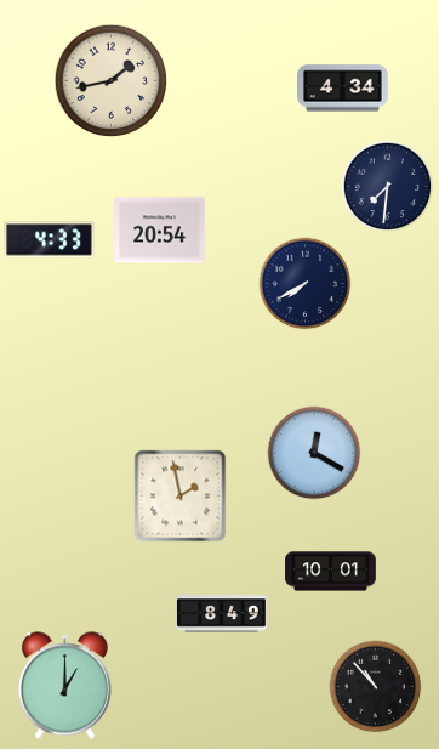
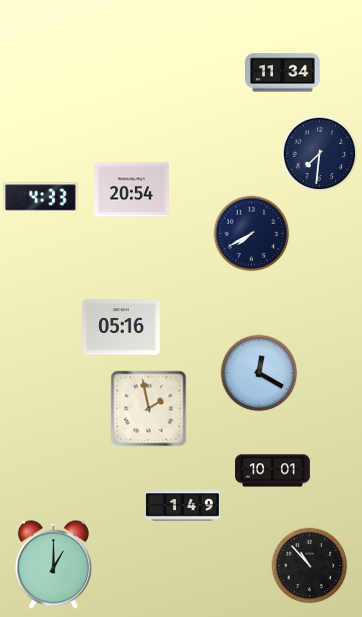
clock at (112, 81): 1:43 -> none
clock at (343, 89): 4:34 -> 11:34
clock at (121, 327): none -> 05:16
clock at (222, 614): 8:49 -> 1:49
